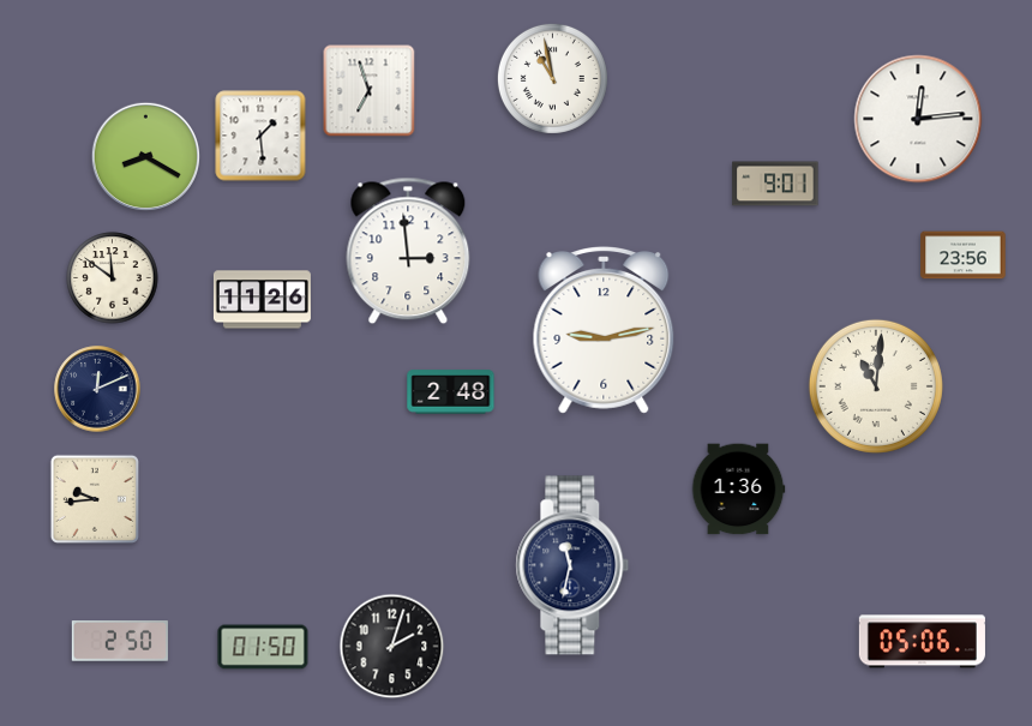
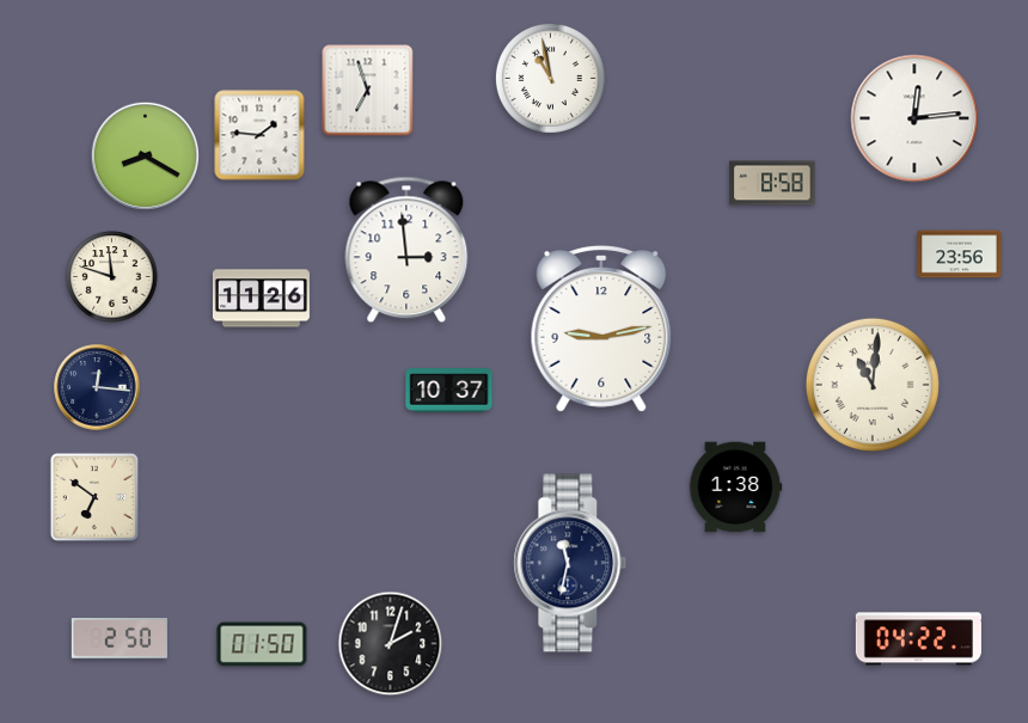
clock at (260, 136): 1:29 -> 1:46
clock at (775, 184): 9:01 -> 8:58
clock at (113, 278): 11:51 -> 11:48
clock at (97, 389): 12:11 -> 12:16
clock at (451, 392): 2:48 -> 10:37
clock at (738, 490): 1:36 -> 1:38
clock at (94, 498): 9:44 -> 6:51
clock at (922, 642): 05:06 -> 04:22
